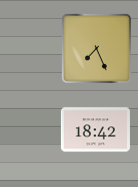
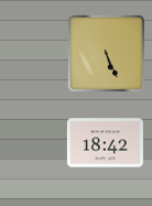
clock at (96, 48): 7:26 -> 5:26
